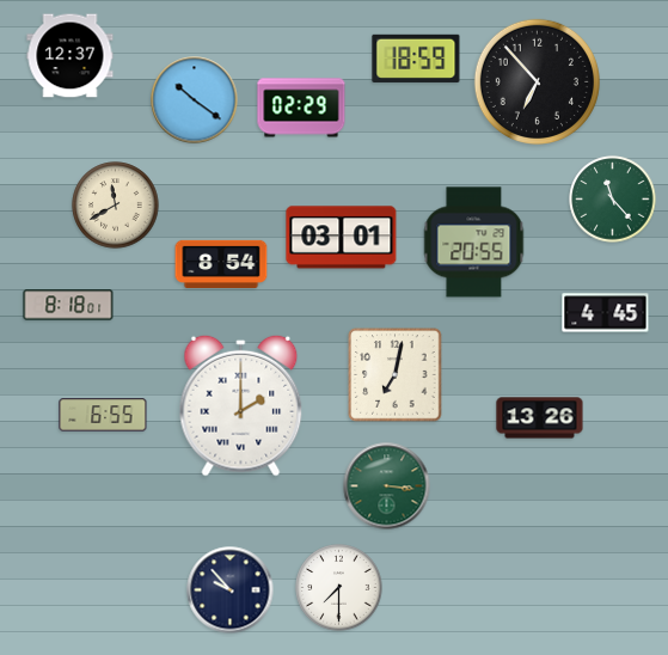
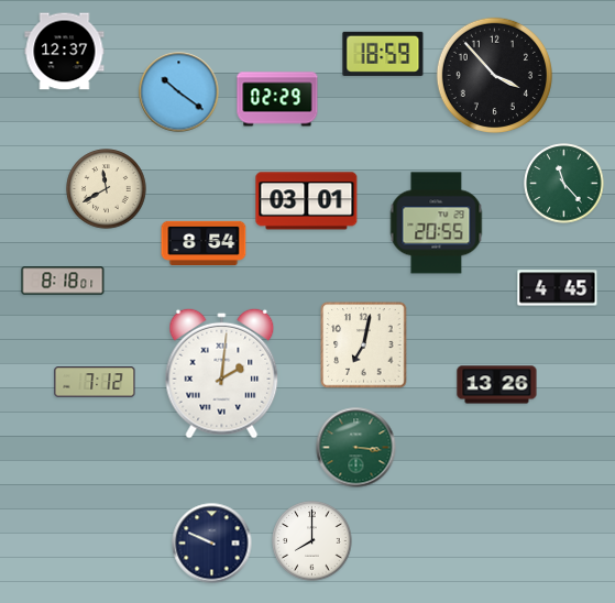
clock at (537, 81): 6:53 -> 3:53
clock at (342, 238) position: (342, 238) -> (307, 201)
clock at (241, 405): 2:00 -> 2:01
clock at (103, 415): 6:55 -> 7:12
clock at (339, 588): 7:30 -> 8:00
clock at (231, 590): 9:53 -> 9:49
